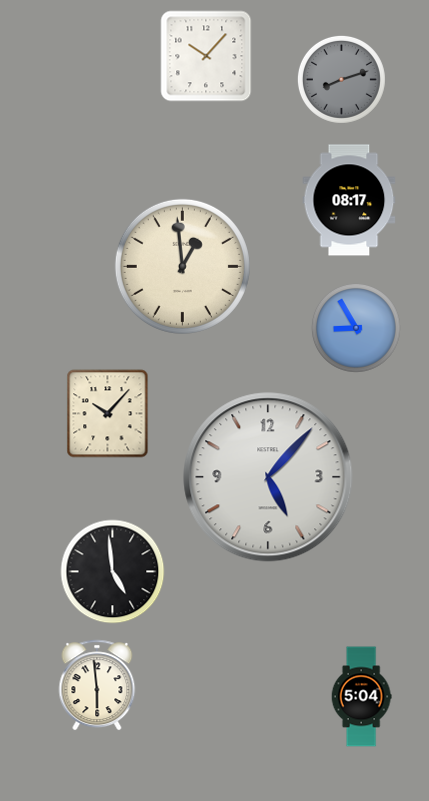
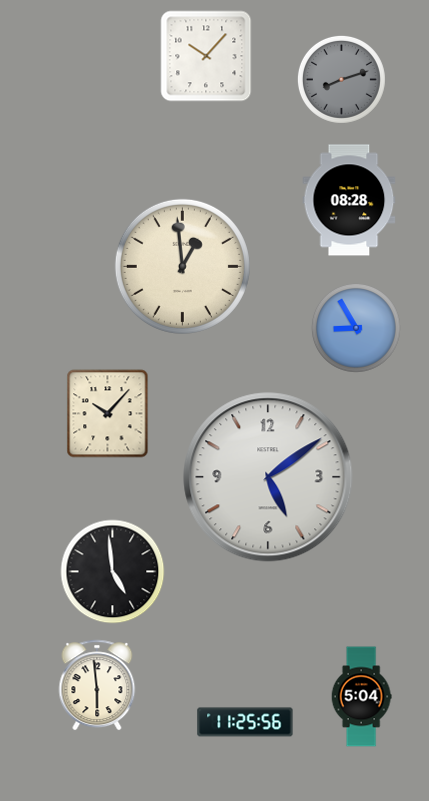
clock at (349, 200): 08:17 -> 08:28
clock at (268, 477): 5:07 -> 5:09
clock at (245, 722): none -> 11:25
